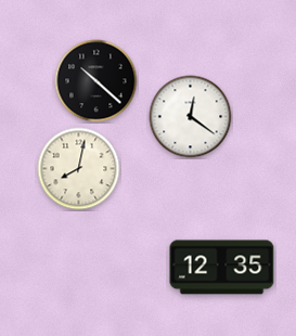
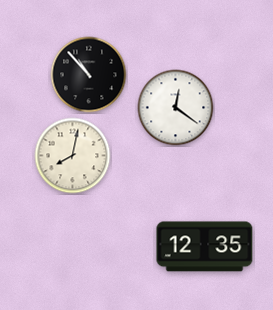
clock at (96, 81): 10:22 -> 10:53
